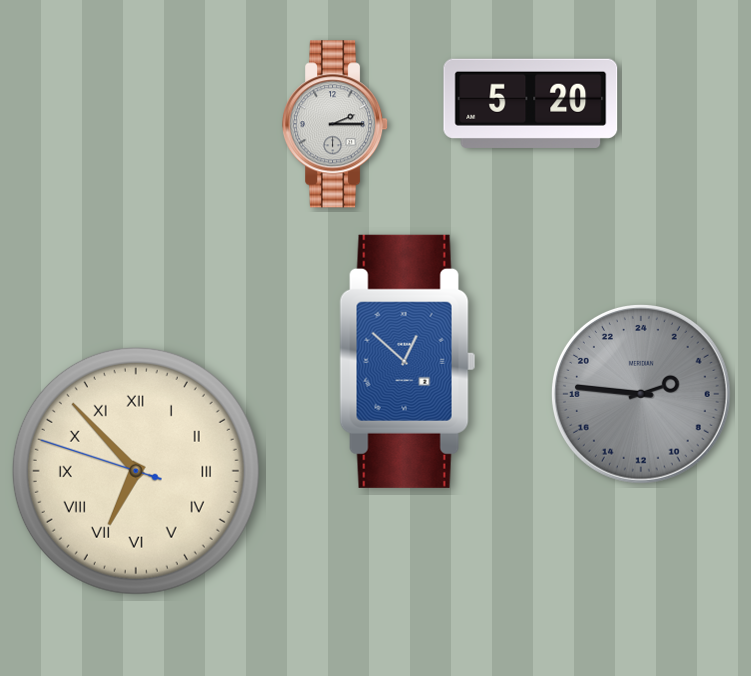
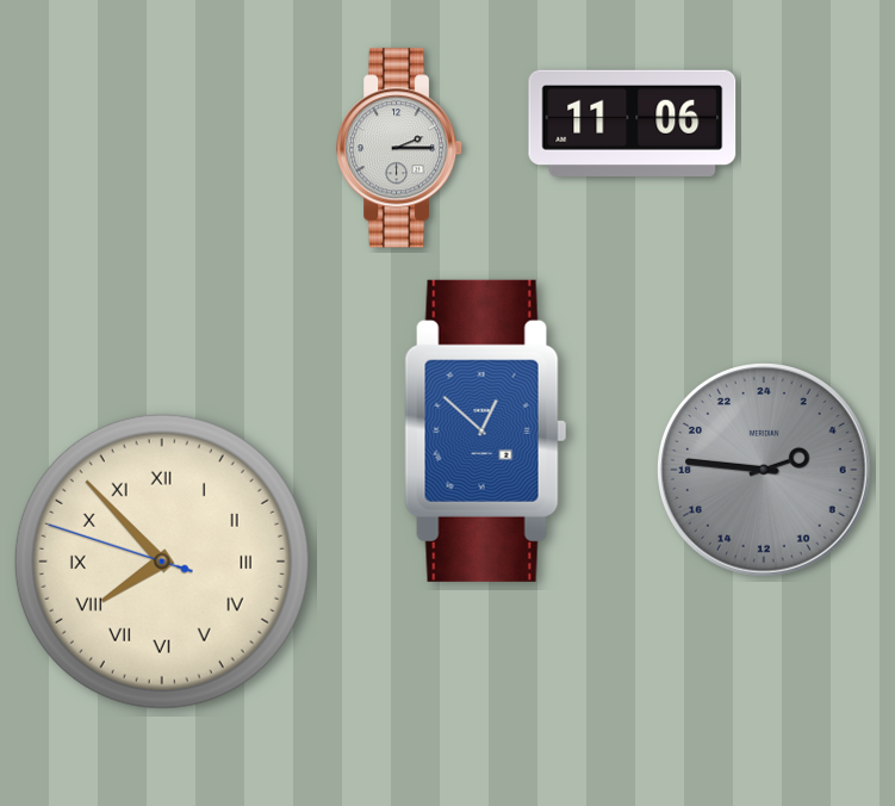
clock at (531, 103): 5:20 -> 11:06
clock at (136, 471): 6:52 -> 7:52
